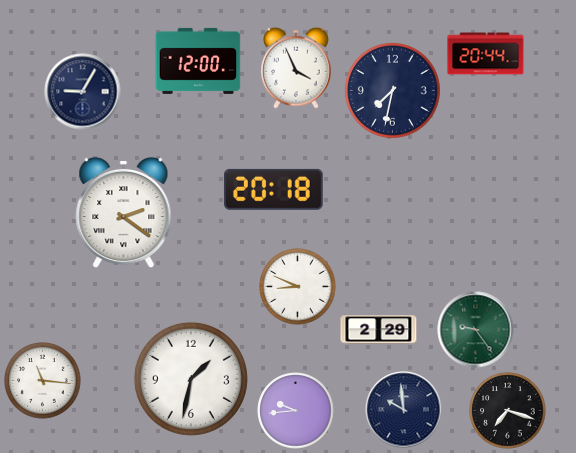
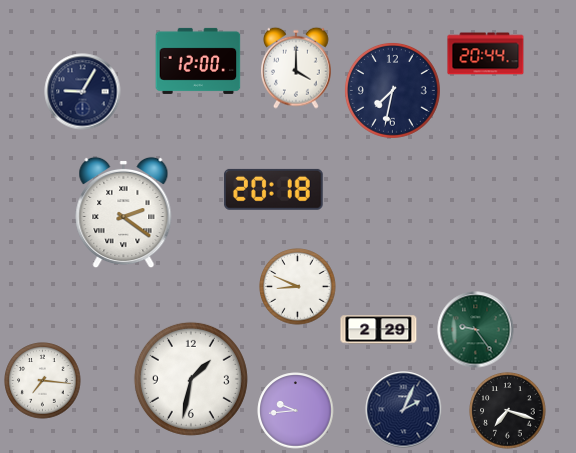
clock at (297, 68): 3:56 -> 4:00
clock at (43, 381): 11:16 -> 7:16
clock at (404, 410): 9:59 -> 2:04
